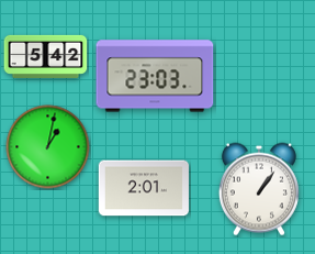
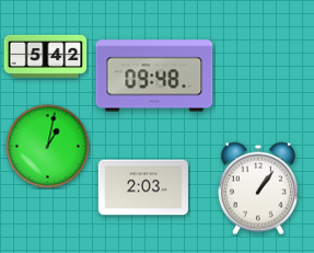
clock at (155, 76): 23:03 -> 09:48
clock at (144, 188): 2:01 -> 2:03
